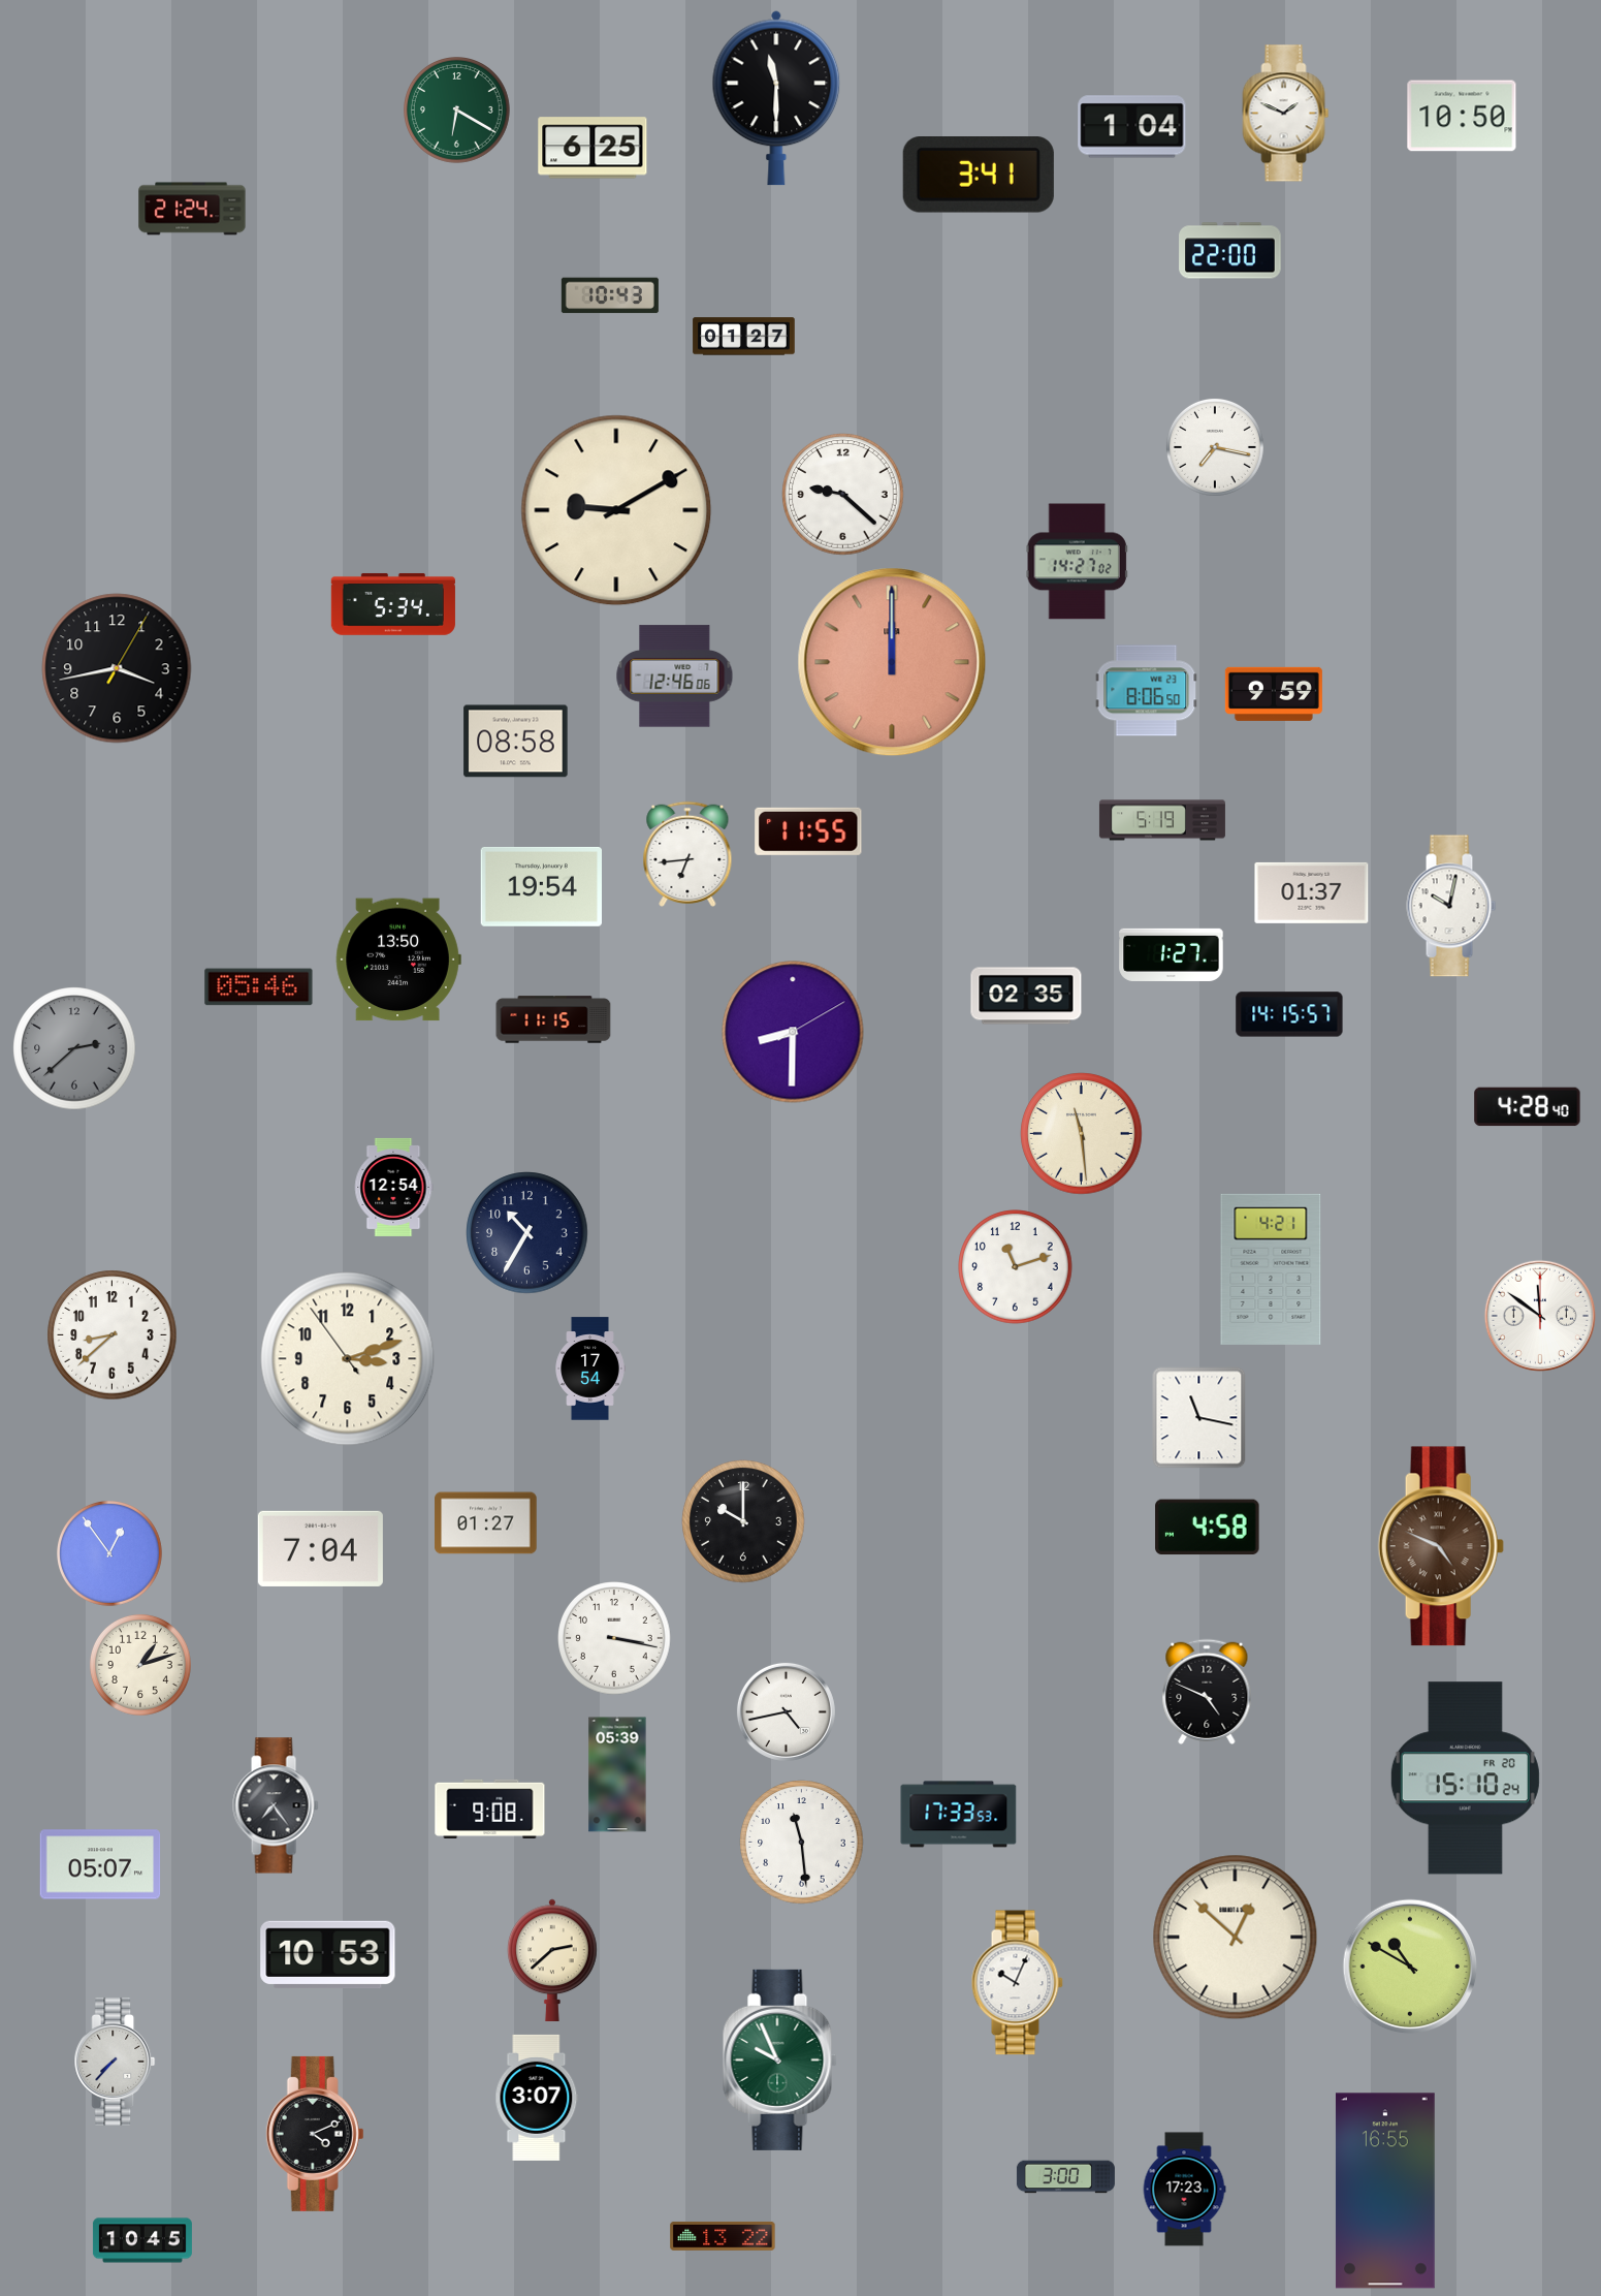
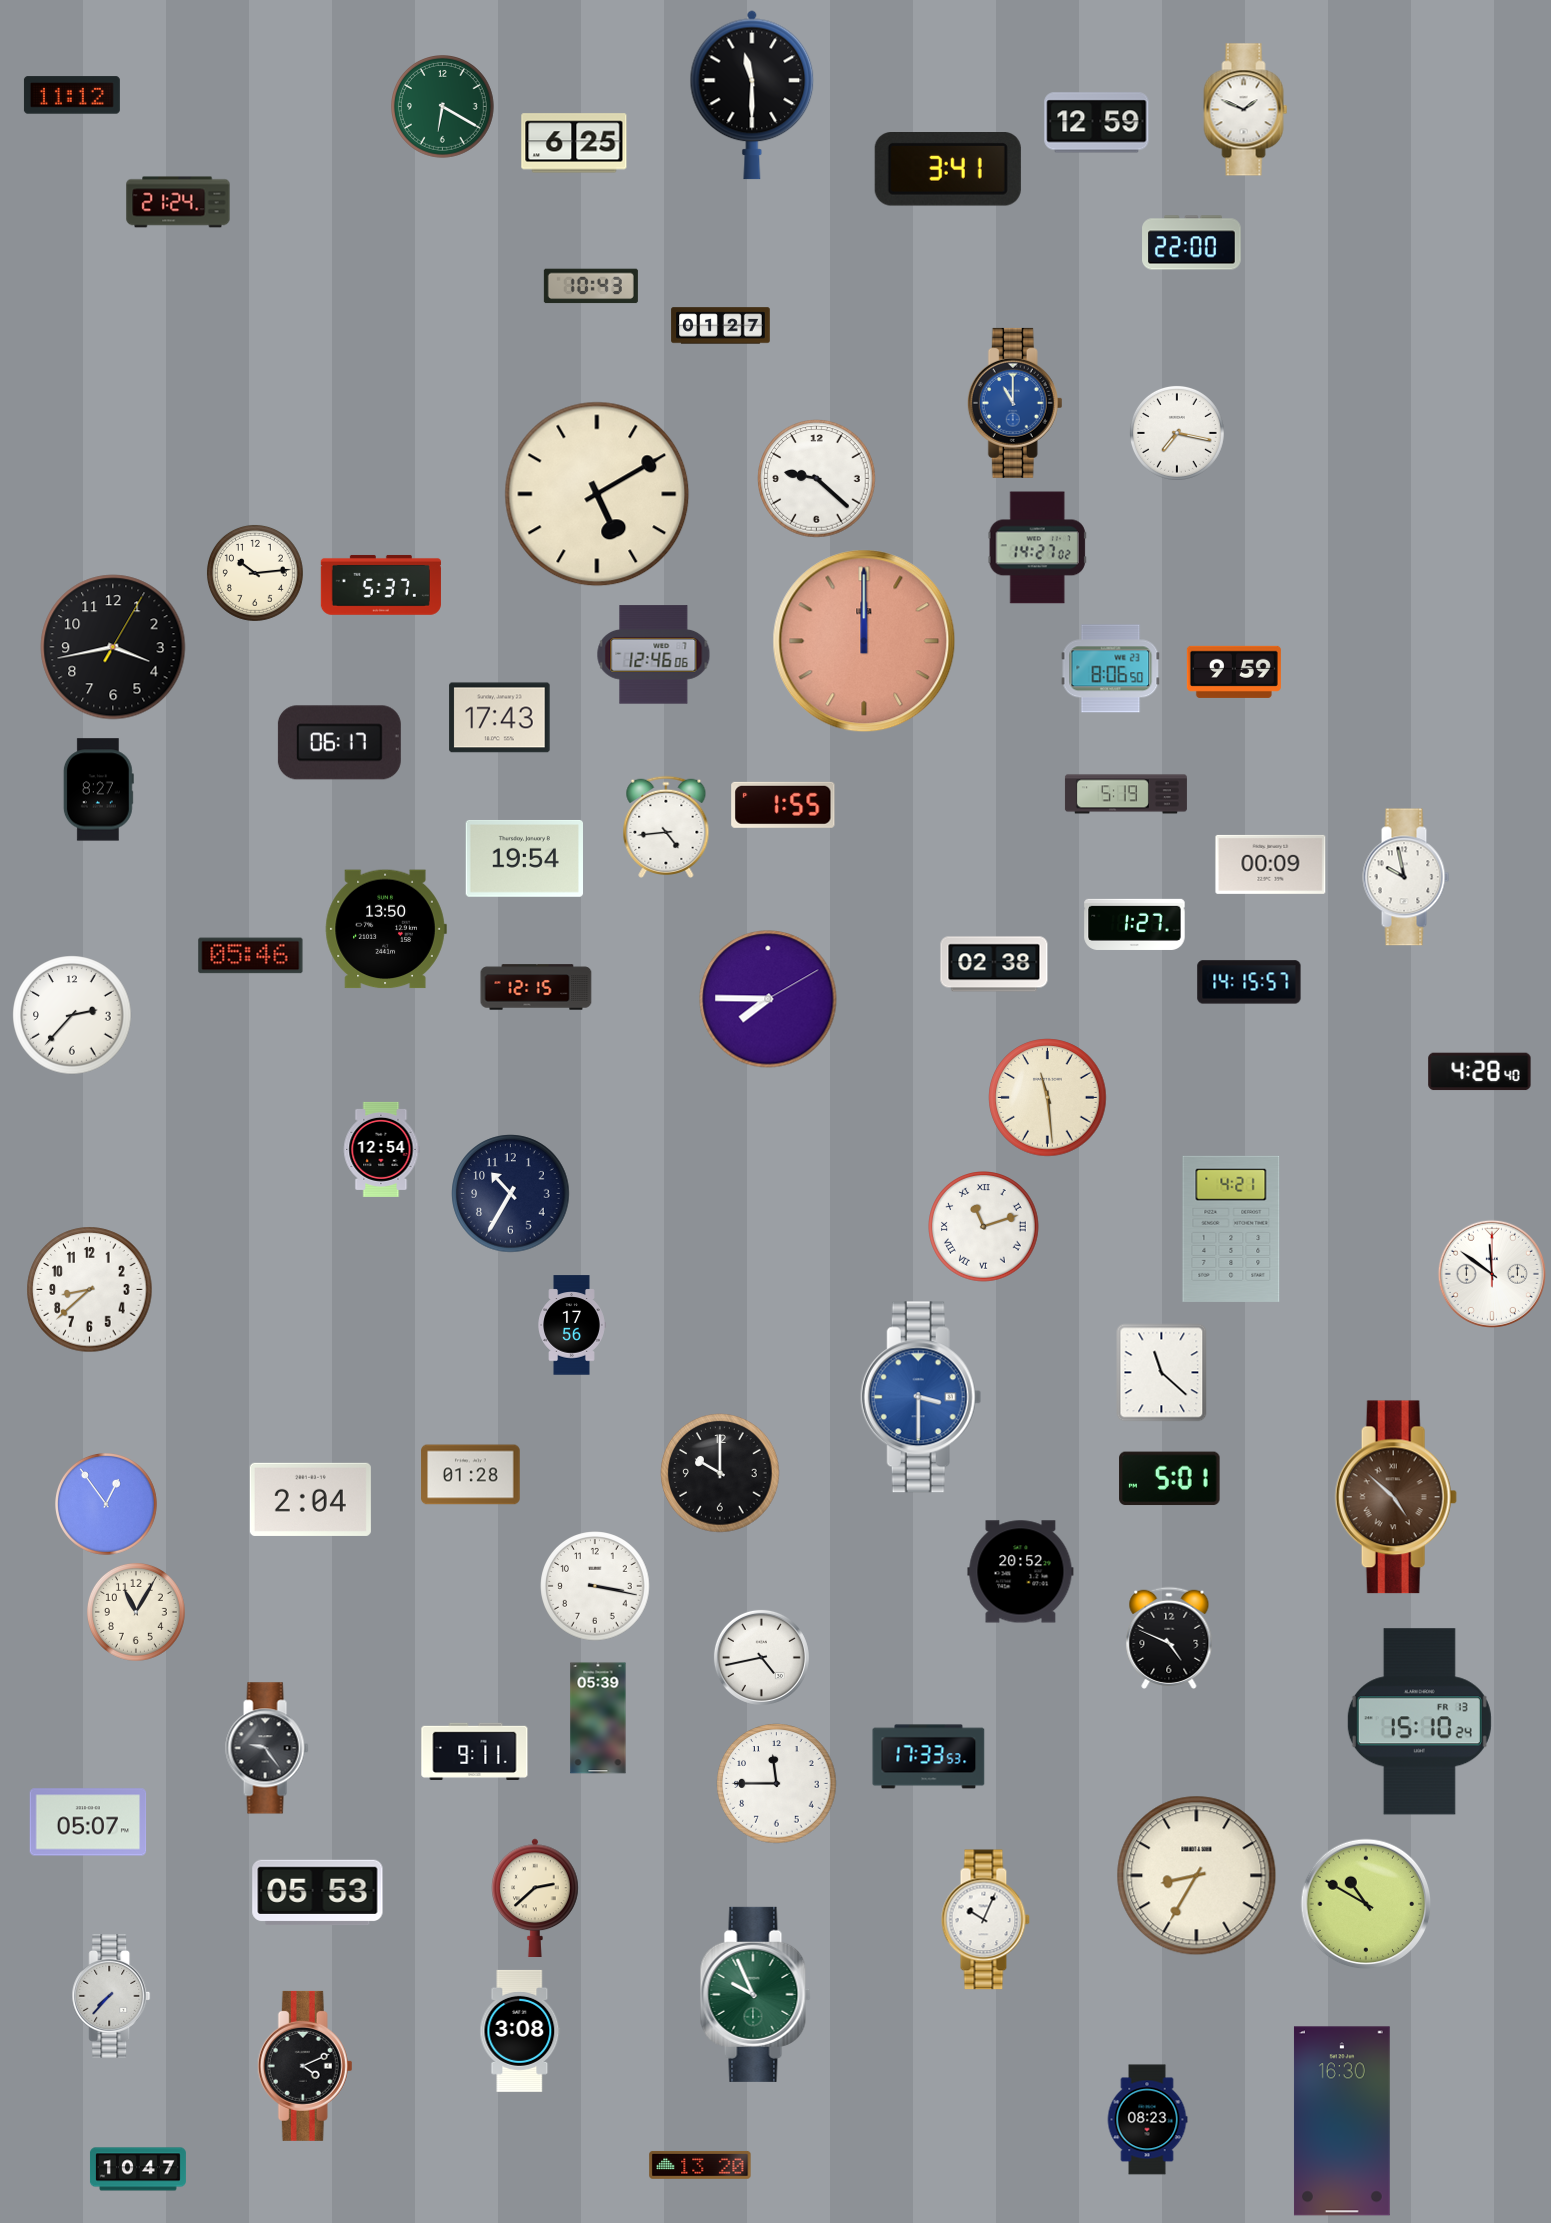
clock at (72, 95): none -> 11:12
clock at (1462, 116): 10:50 -> none
clock at (1132, 127): 1:04 -> 12:59
clock at (192, 209) position: (192, 209) -> (178, 202)
clock at (1015, 403): none -> 11:00
clock at (616, 510): 9:10 -> 5:10
clock at (1077, 562) position: (1077, 562) -> (1037, 548)
clock at (255, 573): none -> 10:14
clock at (393, 604): 5:34 -> 5:37
clock at (516, 742): 08:58 -> 17:43
clock at (339, 743): none -> 06:17
clock at (98, 790): none -> 8:27
clock at (808, 831): 11:55 -> 1:55
clock at (687, 854): 6:44 -> 4:44
clock at (1312, 892): 01:37 -> 00:09
clock at (1451, 906): 10:02 -> 9:58
clock at (1026, 996): 02:35 -> 02:38
clock at (553, 1019): 11:15 -> 12:15
clock at (793, 1032): 8:30 -> 7:45
clock at (74, 1048): 2:38 -> 2:37
clock at (74, 1048) dial: grey -> white
clock at (1016, 1267) numerals: Arabic -> Roman
clock at (113, 1335) position: (113, 1335) -> (90, 1290)
clock at (348, 1359): 3:11 -> none
clock at (590, 1369): 17:54 -> 17:56
clock at (1199, 1418): 11:17 -> 11:22
clock at (921, 1397): none -> 3:30
clock at (486, 1523): 01:27 -> 01:28
clock at (1208, 1528): 4:58 -> 5:01
clock at (1441, 1546): 4:49 -> 4:52
clock at (320, 1548): 7:04 -> 2:04
clock at (1021, 1572): none -> 20:52
clock at (140, 1665): 1:12 -> 11:05
clock at (1465, 1779) date: FR 20 -> FR 13
clock at (276, 1805): 7:24 -> 9:24
clock at (490, 1809): 9:08 -> 9:11
clock at (802, 1843): 11:29 -> 11:45
clock at (100, 1864) position: (100, 1864) -> (88, 1822)
clock at (1236, 1938): 12:52 -> 8:35
clock at (328, 1955): 10:53 -> 05:53
clock at (537, 2098): 3:07 -> 3:08
clock at (1065, 2177): 3:00 -> none
clock at (1184, 2190): 17:23 -> 08:23
clock at (1385, 2191): 16:55 -> 16:30
clock at (723, 2236): 13:22 -> 13:20
clock at (142, 2240): 10:45 -> 10:47
